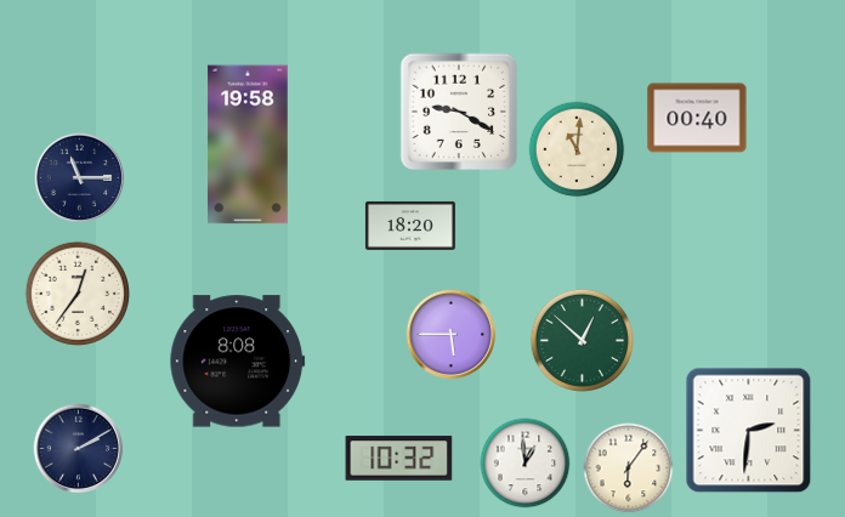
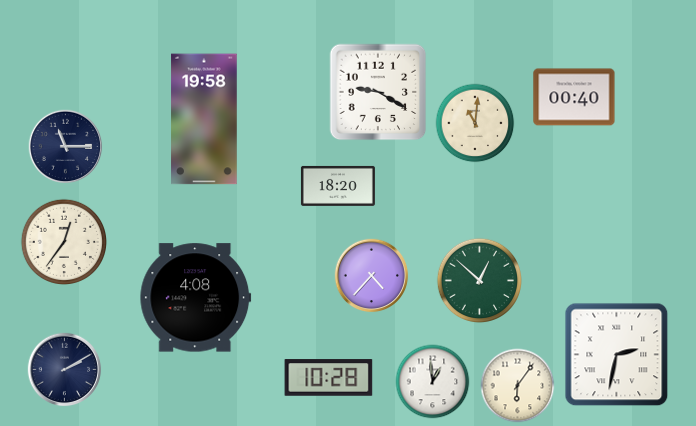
clock at (452, 335): 5:45 -> 4:37
clock at (238, 362): 8:08 -> 4:08
clock at (749, 431): 2:31 -> 2:32
clock at (399, 459): 10:32 -> 10:28
